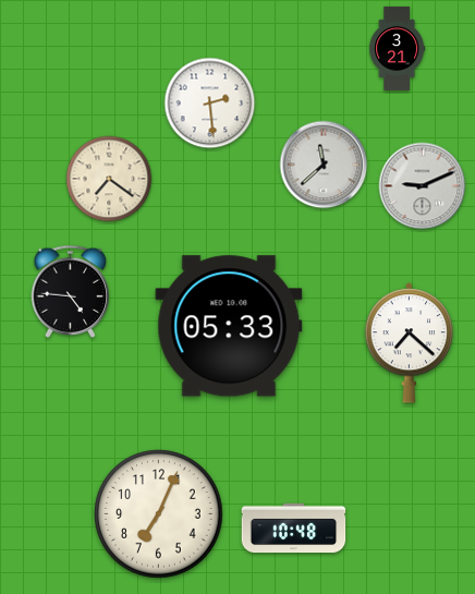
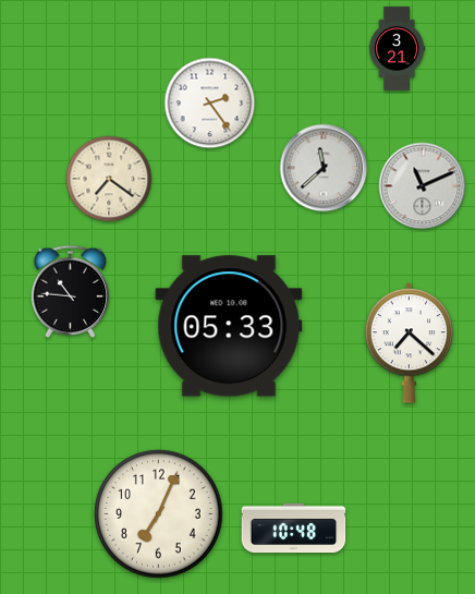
clock at (210, 104): 2:29 -> 2:24
clock at (324, 165) position: (324, 165) -> (324, 168)
clock at (423, 186): 9:11 -> 11:11
clock at (71, 291): 4:46 -> 10:46
